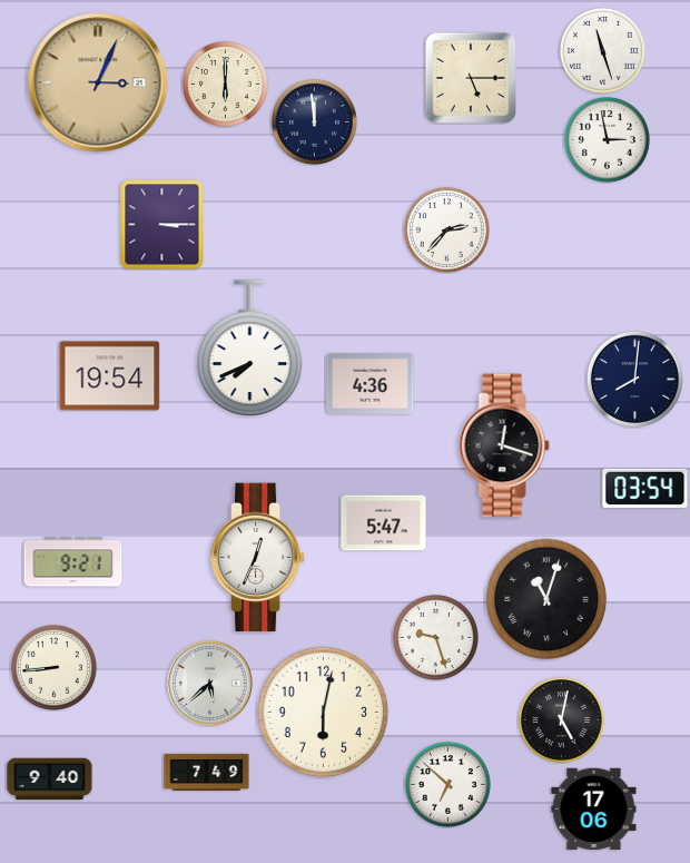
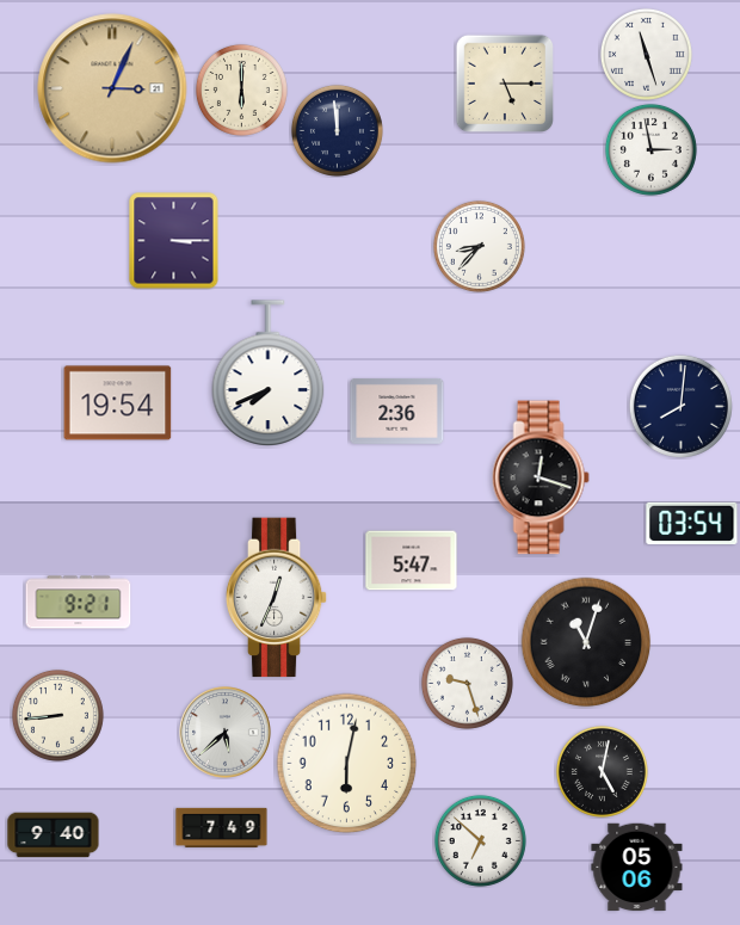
clock at (98, 82) position: (98, 82) -> (112, 88)
clock at (446, 229): 2:37 -> 8:37
clock at (371, 384): 4:36 -> 2:36
clock at (594, 810): 17:06 -> 05:06
